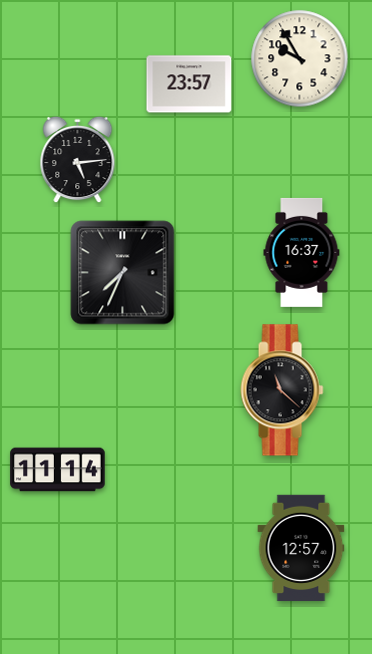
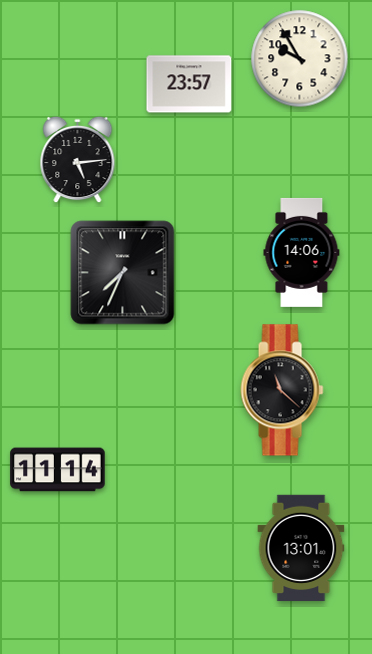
clock at (302, 252): 16:37 -> 14:06
clock at (301, 548): 12:57 -> 13:01
